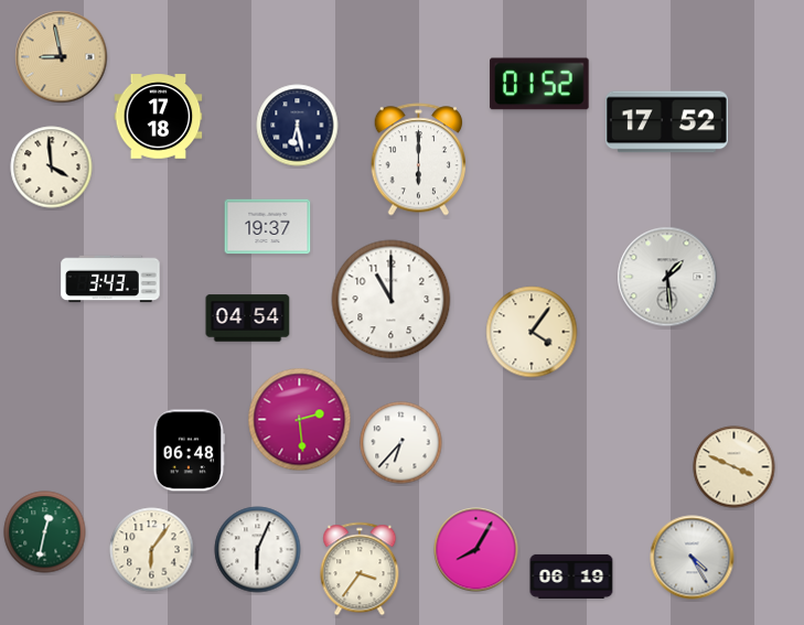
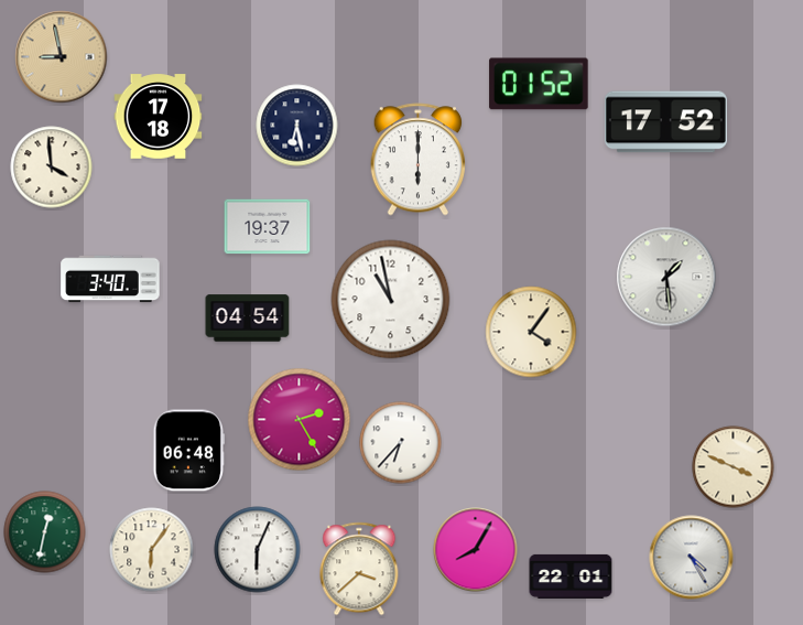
clock at (110, 279): 3:43 -> 3:40
clock at (392, 300): 11:00 -> 10:58
clock at (300, 420): 2:29 -> 2:25
clock at (360, 569): 3:36 -> 3:38
clock at (571, 576): 06:19 -> 22:01
